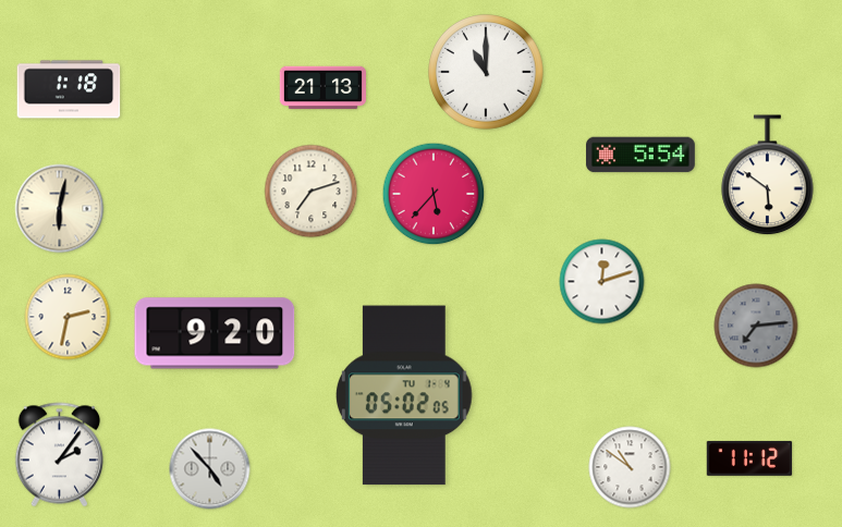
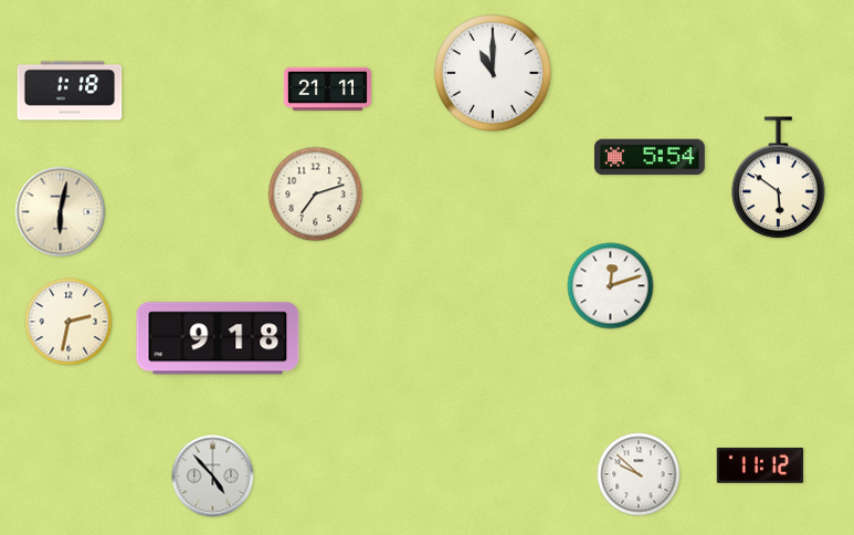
clock at (322, 88): 21:13 -> 21:11
clock at (434, 194): 5:37 -> none
clock at (756, 326): 7:14 -> none
clock at (215, 333): 9:20 -> 9:18
clock at (404, 395): 05:02 -> none
clock at (60, 455): 2:06 -> none
clock at (630, 467): 10:51 -> 9:52
